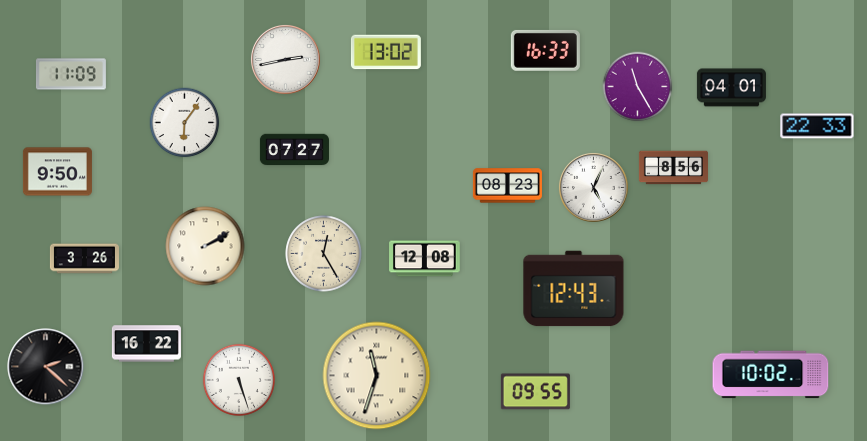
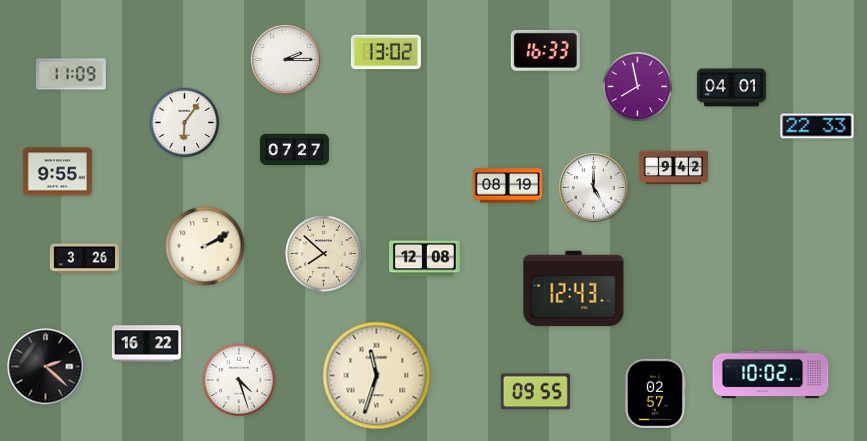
clock at (285, 59): 2:43 -> 2:15
clock at (638, 87): 11:25 -> 7:58
clock at (673, 168): 8:56 -> 9:42
clock at (57, 172): 9:50 -> 9:55
clock at (507, 186): 08:23 -> 08:19
clock at (593, 187): 5:04 -> 5:00
clock at (324, 254): 12:25 -> 7:52
clock at (239, 380): 5:27 -> 4:27
clock at (655, 393): none -> 02:57
